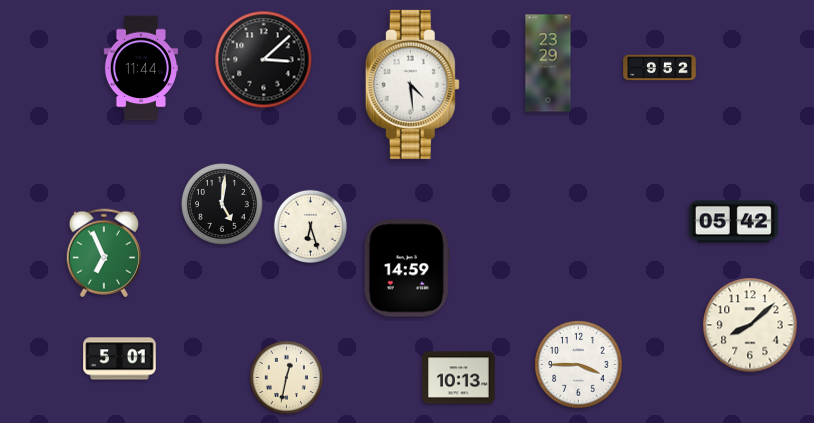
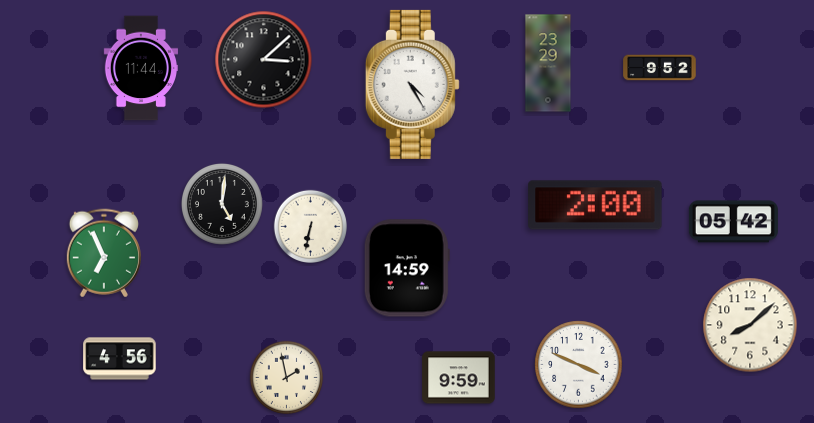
clock at (412, 84): 4:29 -> 4:25
clock at (595, 205): none -> 2:00
clock at (310, 226): 6:27 -> 6:32
clock at (120, 359): 5:01 -> 4:56
clock at (579, 365): 3:45 -> 3:49
clock at (286, 377): 12:32 -> 1:58
clock at (459, 378): 10:13 -> 9:59
